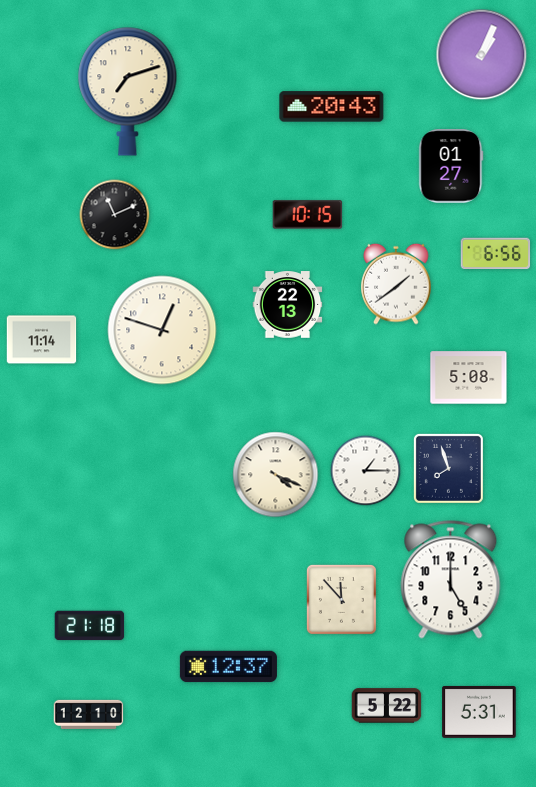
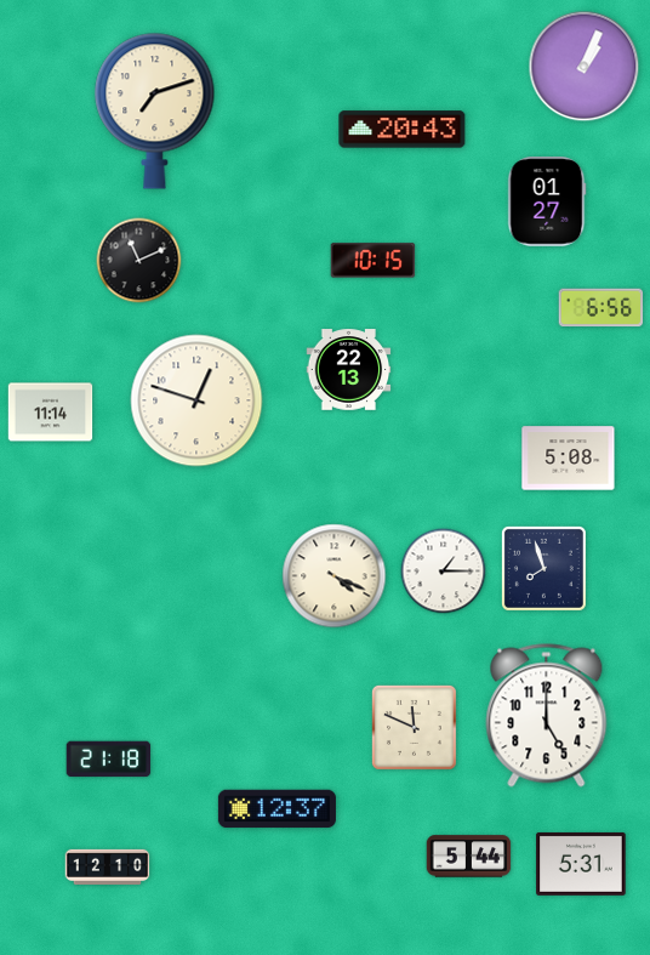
clock at (396, 284): 1:39 -> none
clock at (451, 580) position: (451, 580) -> (547, 716)
clock at (341, 599): 11:53 -> 11:49
clock at (387, 706): 5:22 -> 5:44
